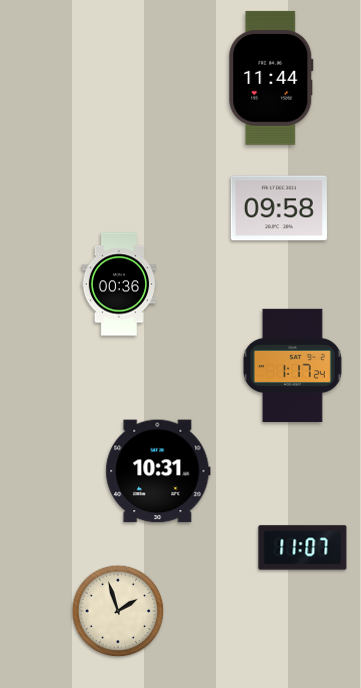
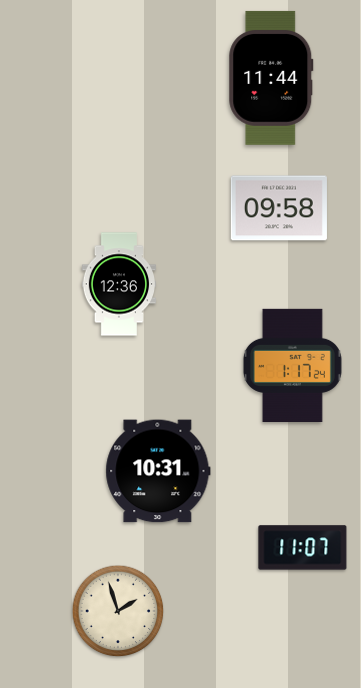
clock at (118, 284): 00:36 -> 12:36
